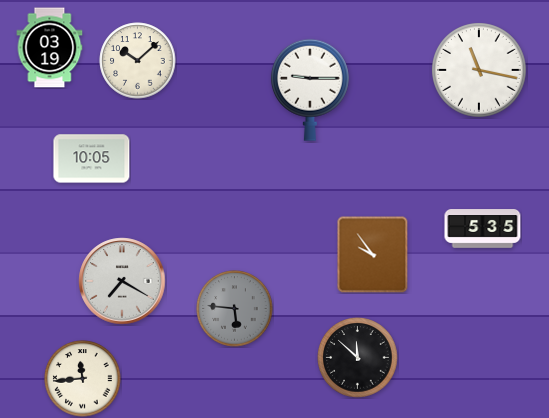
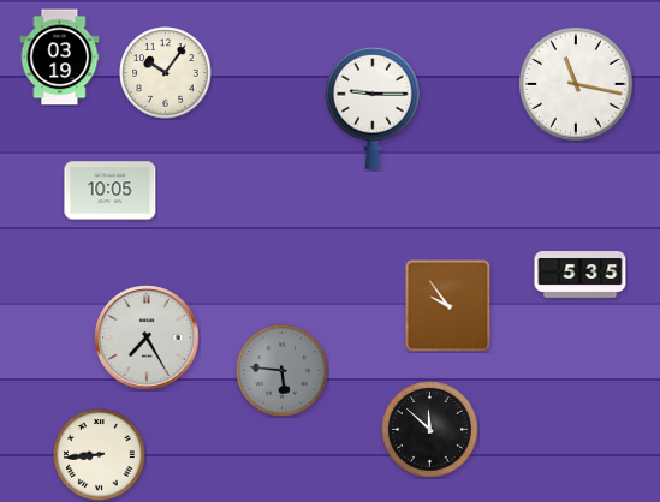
clock at (138, 61): 10:08 -> 10:06
clock at (122, 281): 7:20 -> 7:25
clock at (83, 379): 11:44 -> 8:44
